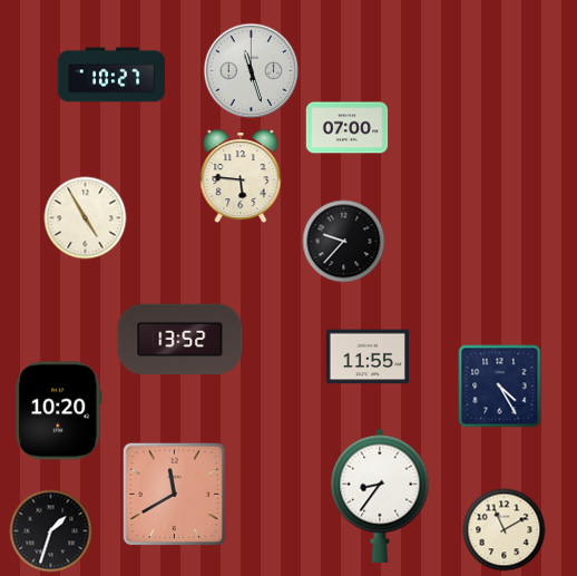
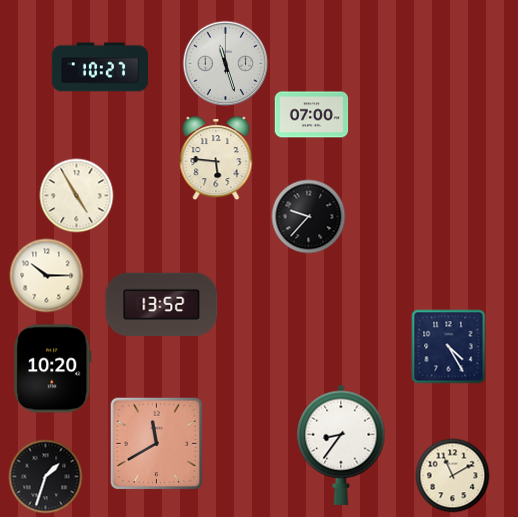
clock at (47, 276): none -> 10:15
clock at (368, 357): 11:55 -> none
